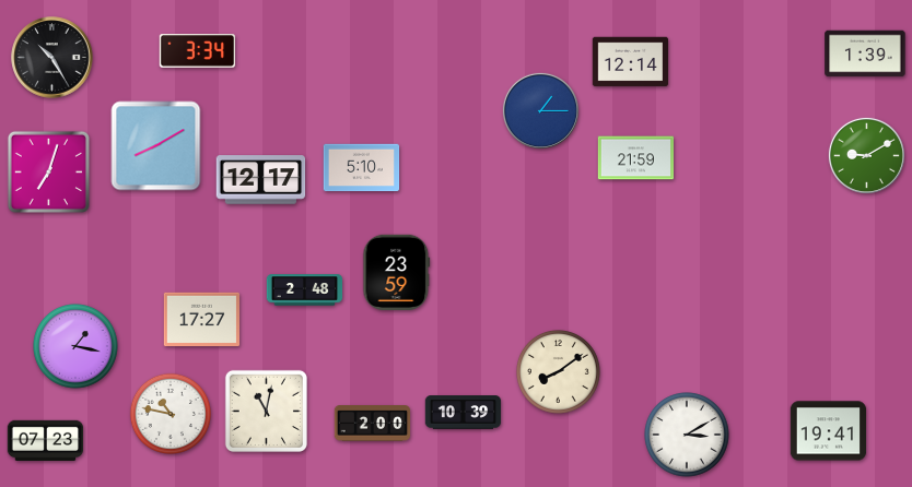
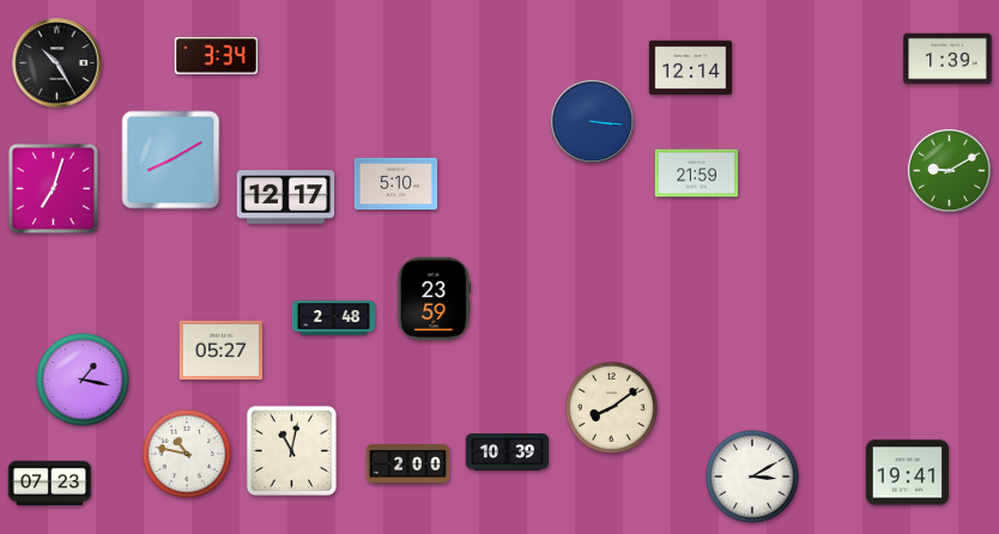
clock at (540, 110): 1:15 -> 3:16
clock at (202, 320): 17:27 -> 05:27
